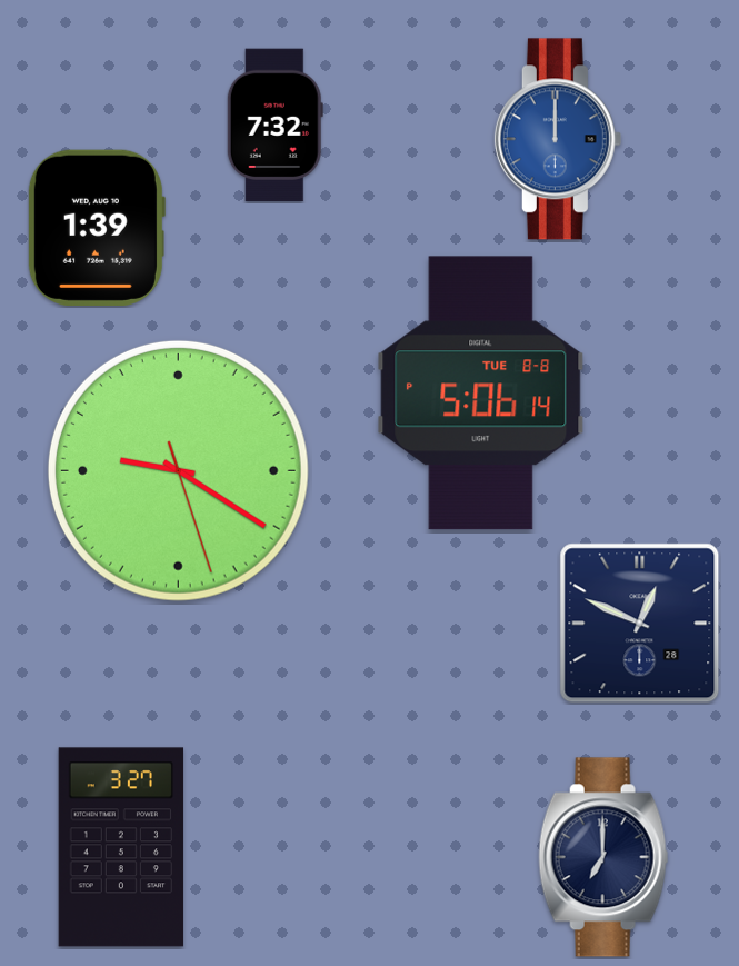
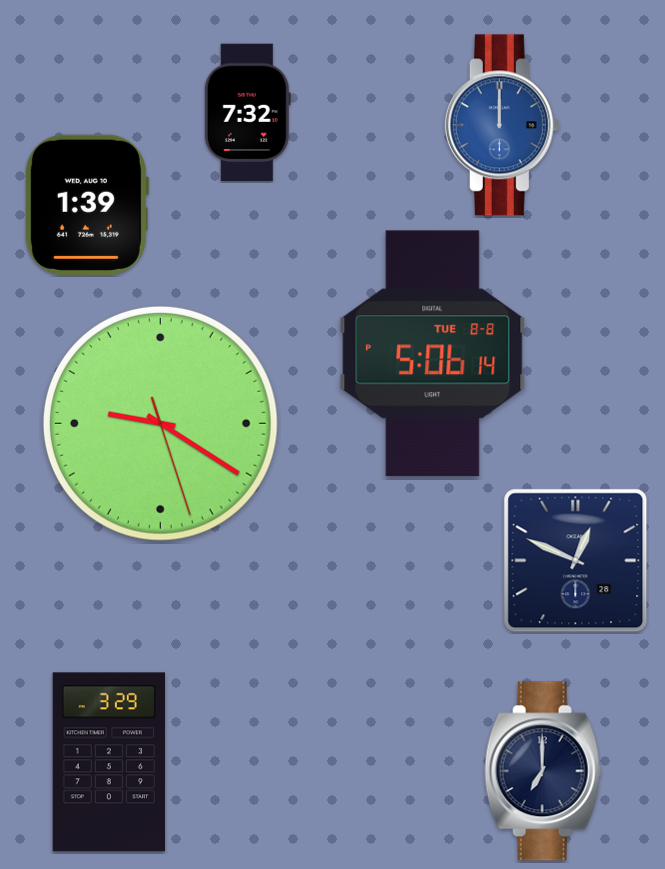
clock at (121, 847): 3:27 -> 3:29
